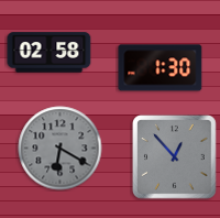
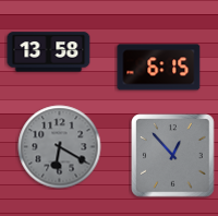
clock at (50, 53): 02:58 -> 13:58
clock at (161, 68): 1:30 -> 6:15
